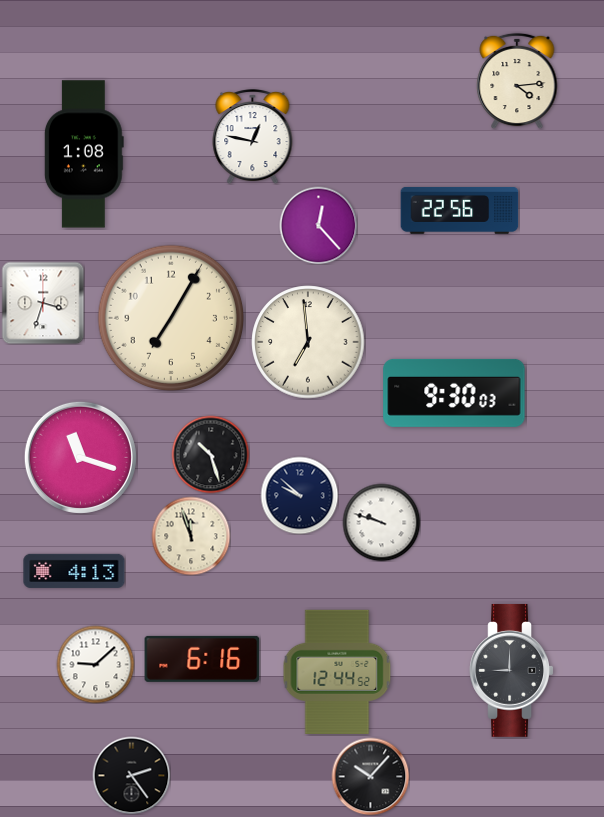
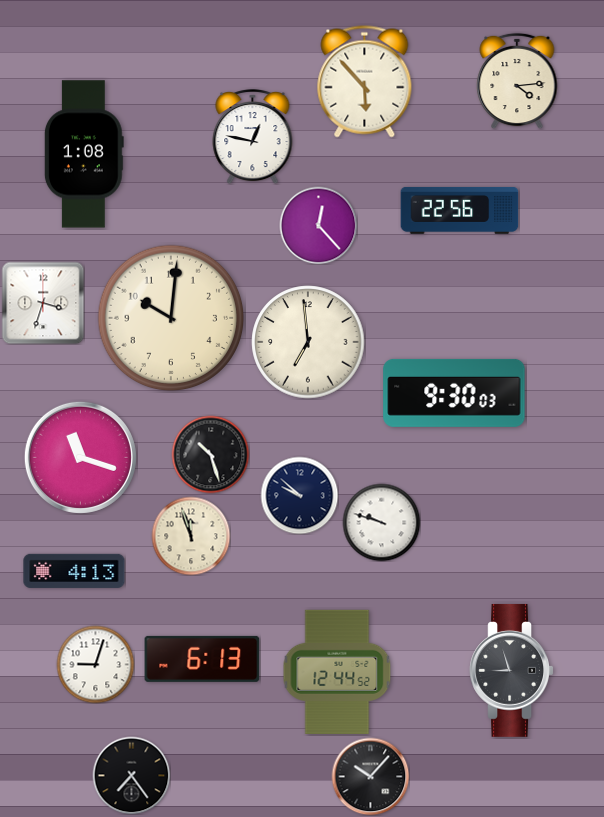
clock at (365, 82): none -> 5:53
clock at (171, 318): 7:05 -> 10:01
clock at (202, 659): 6:16 -> 6:13
clock at (95, 664): 9:08 -> 9:03
clock at (511, 670): 9:00 -> 8:57
clock at (131, 775): 2:24 -> 7:24
